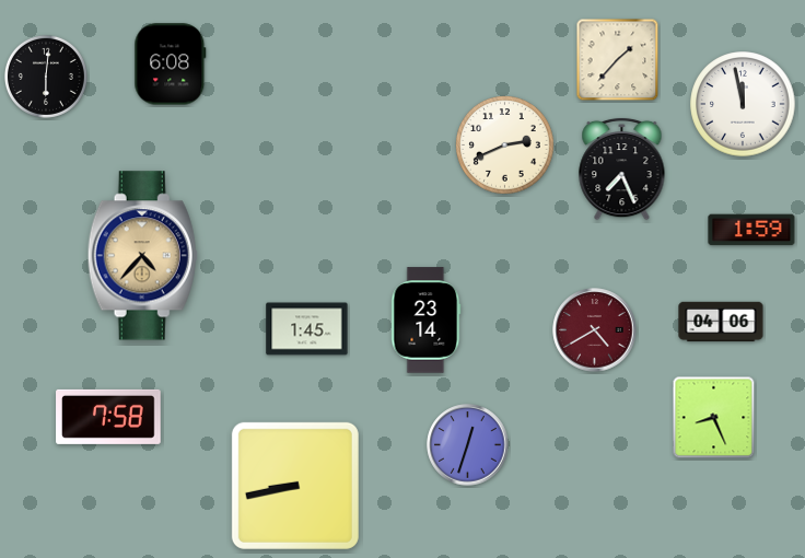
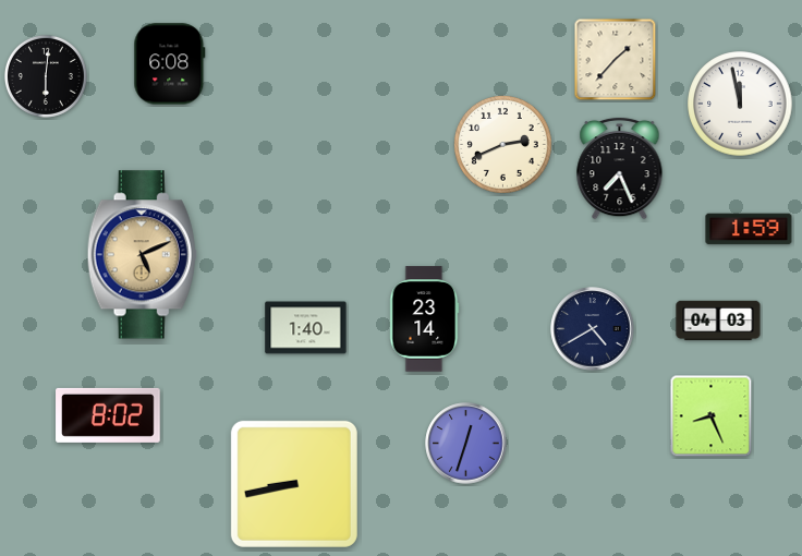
clock at (142, 256): 4:37 -> 5:11
clock at (721, 322): 04:06 -> 04:03
clock at (307, 329): 1:45 -> 1:40
clock at (595, 330) dial: burgundy -> navy
clock at (108, 417): 7:58 -> 8:02
